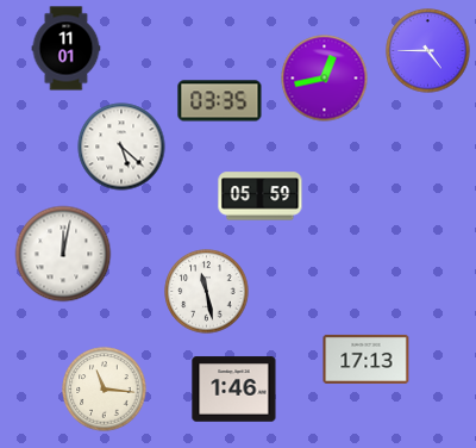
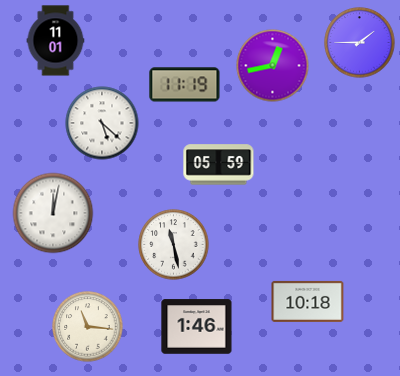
clock at (428, 51): 4:45 -> 1:45
clock at (220, 101): 03:35 -> 11:19
clock at (367, 359): 17:13 -> 10:18
